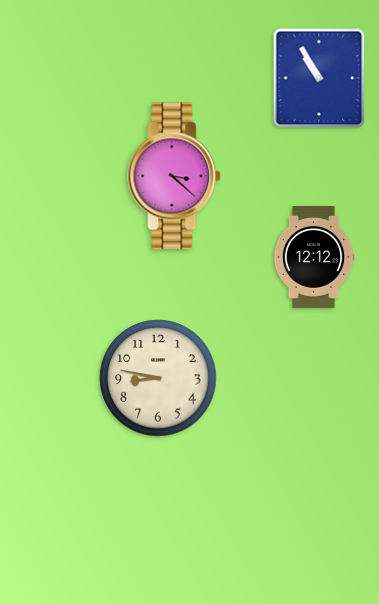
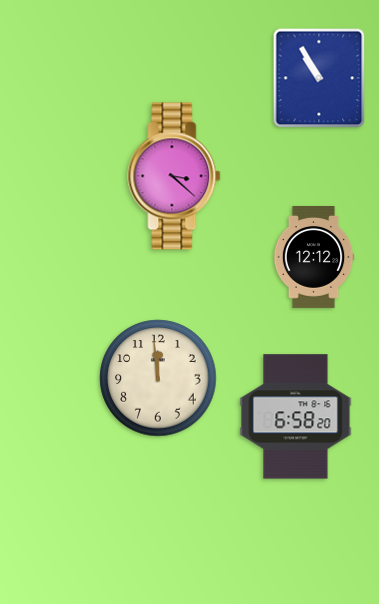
clock at (158, 378): 8:47 -> 11:59
clock at (296, 417): none -> 6:58
